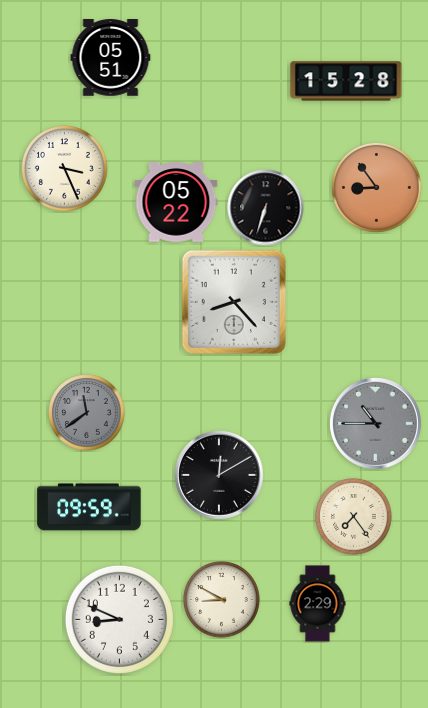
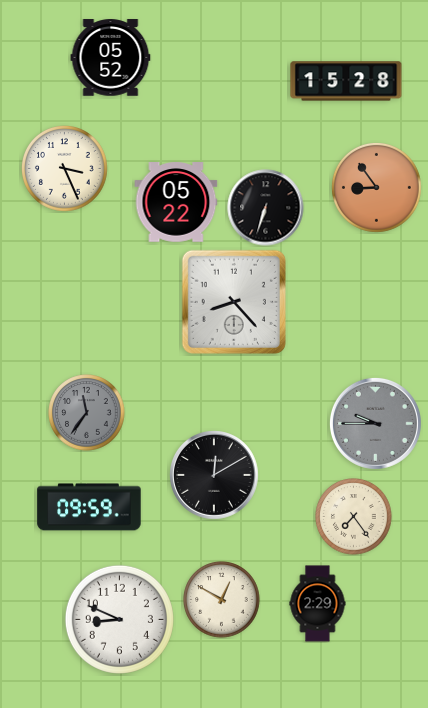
clock at (111, 58): 05:51 -> 05:52
clock at (87, 413): 11:39 -> 11:36
clock at (375, 423): 10:45 -> 9:45
clock at (220, 476) position: (220, 476) -> (215, 476)
clock at (222, 600): 8:50 -> 12:50
